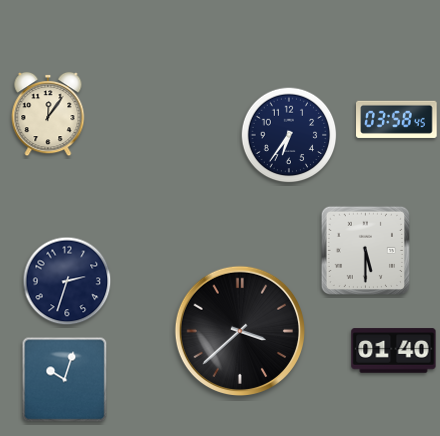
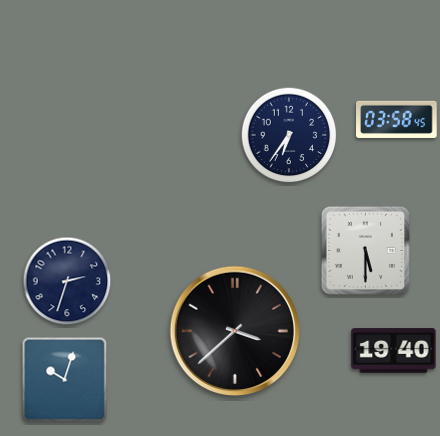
clock at (48, 114): 12:06 -> none
clock at (239, 330) position: (239, 330) -> (234, 330)
clock at (394, 351): 01:40 -> 19:40
